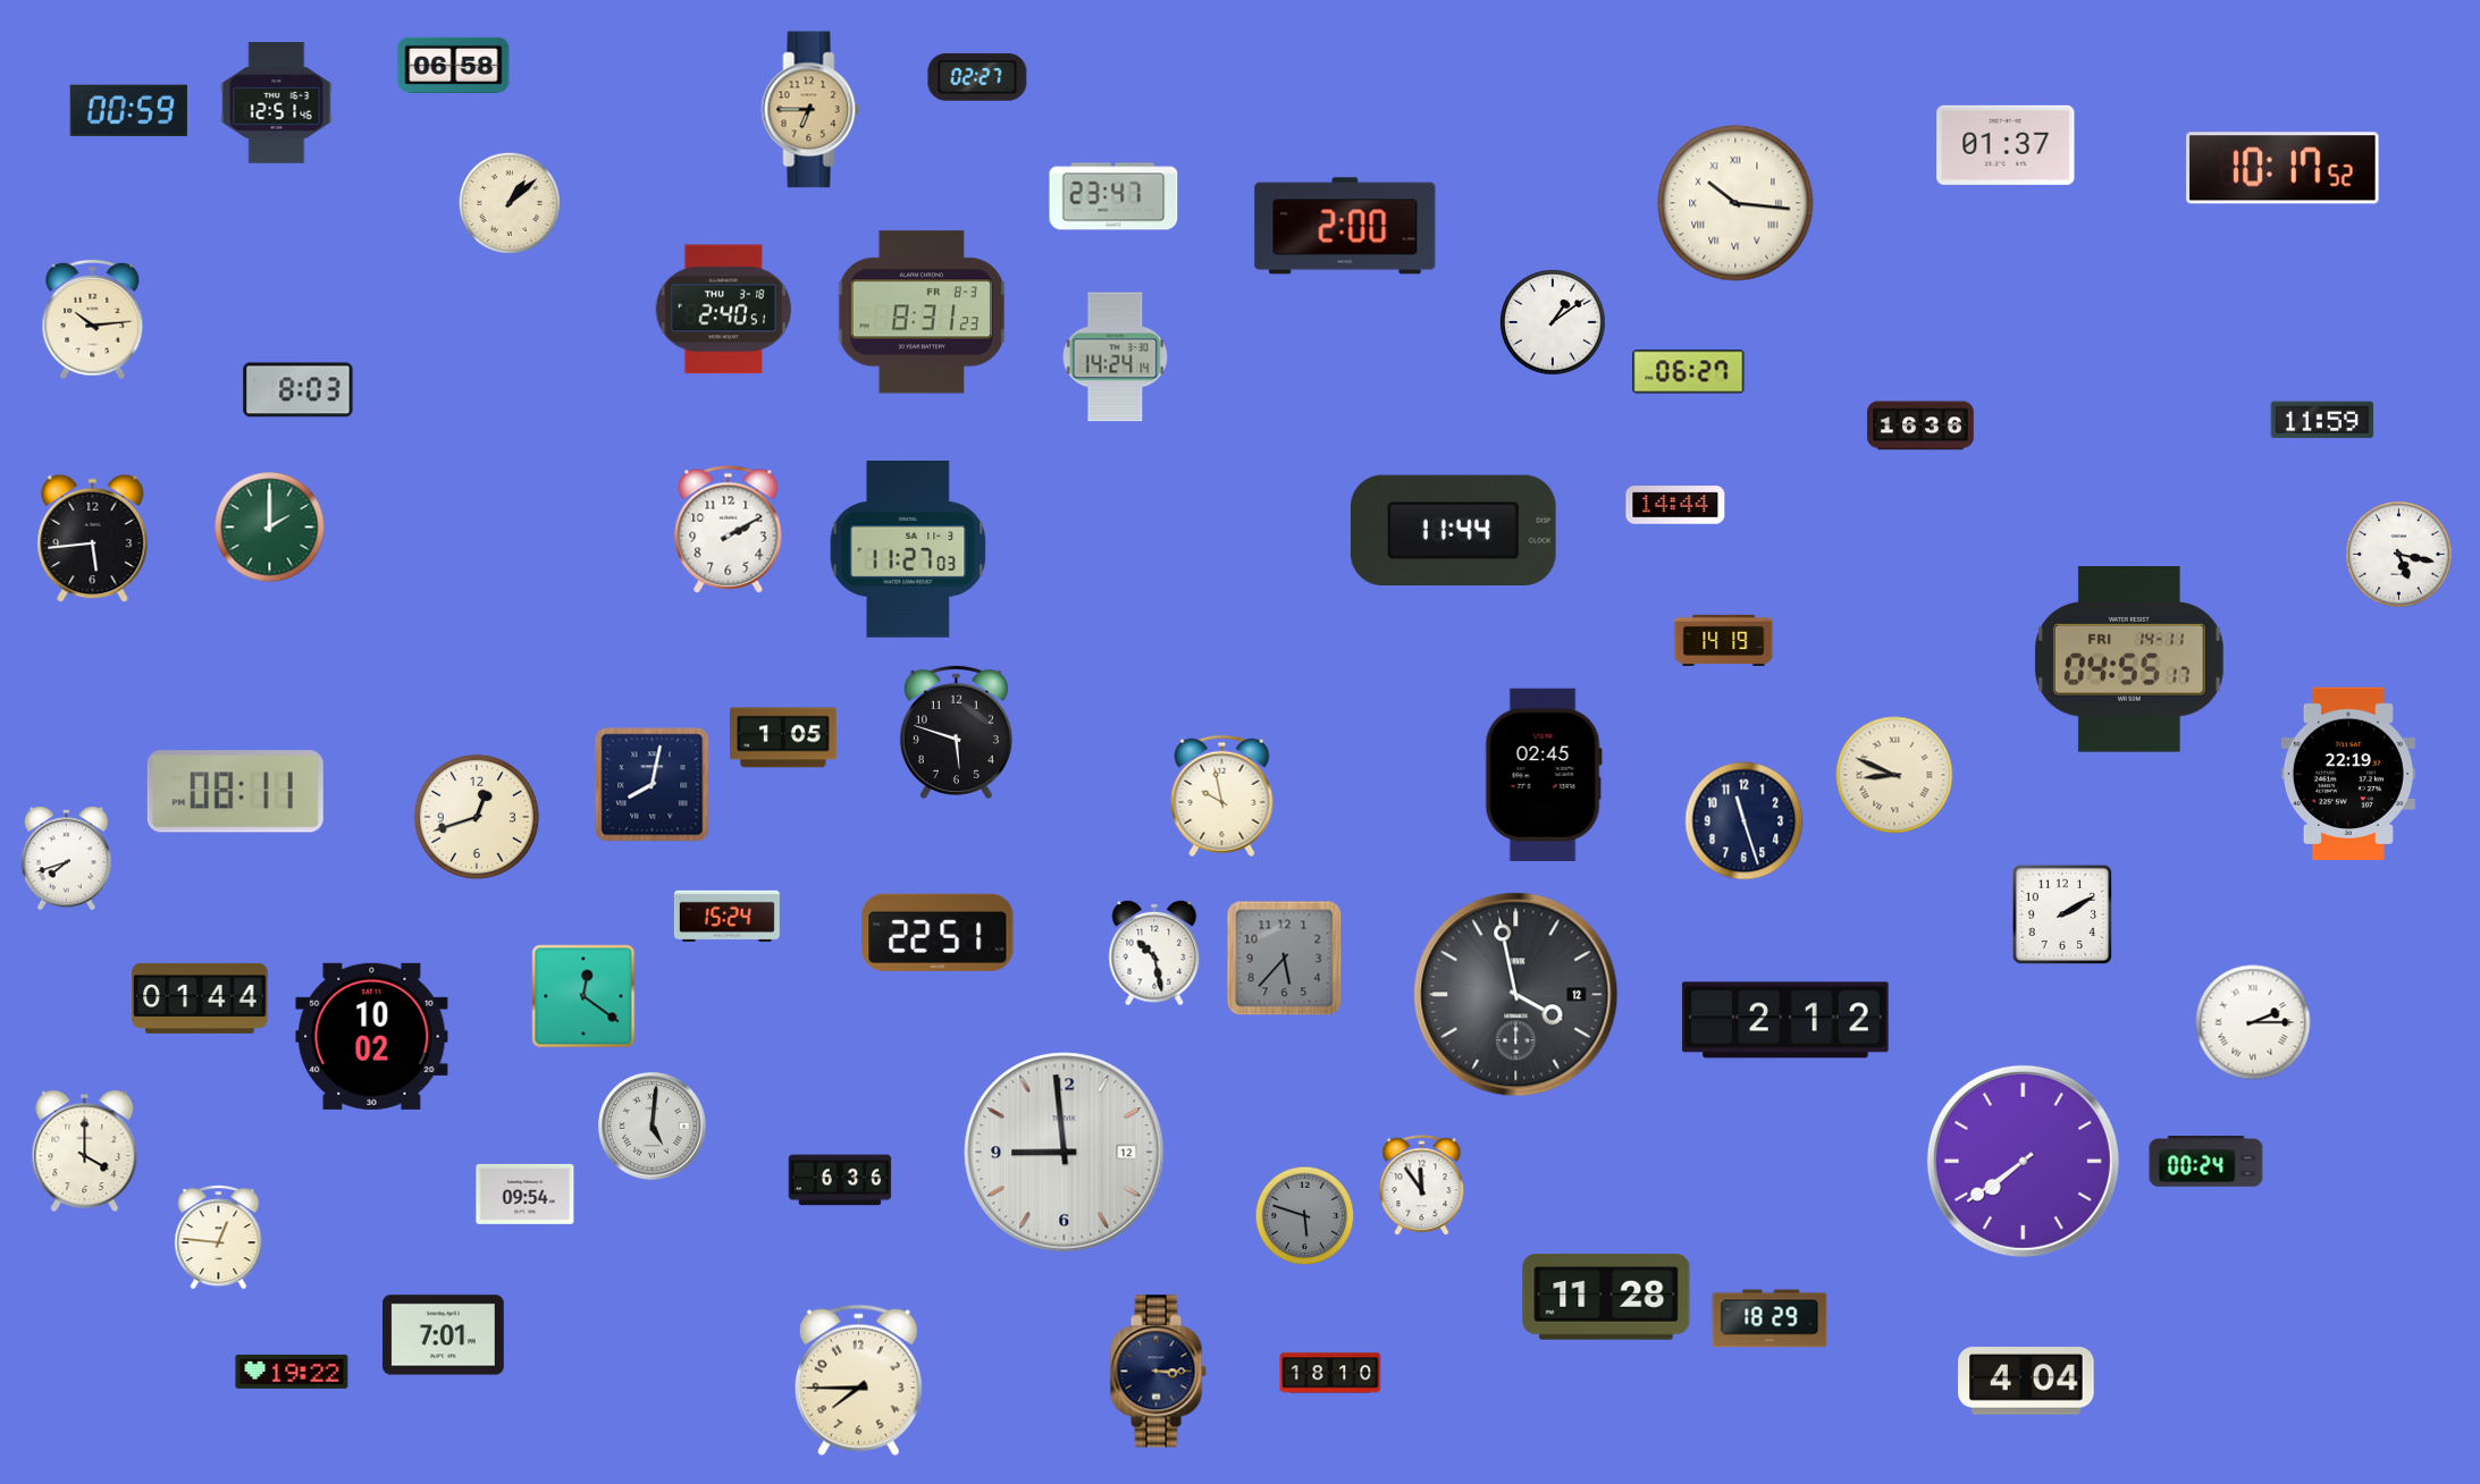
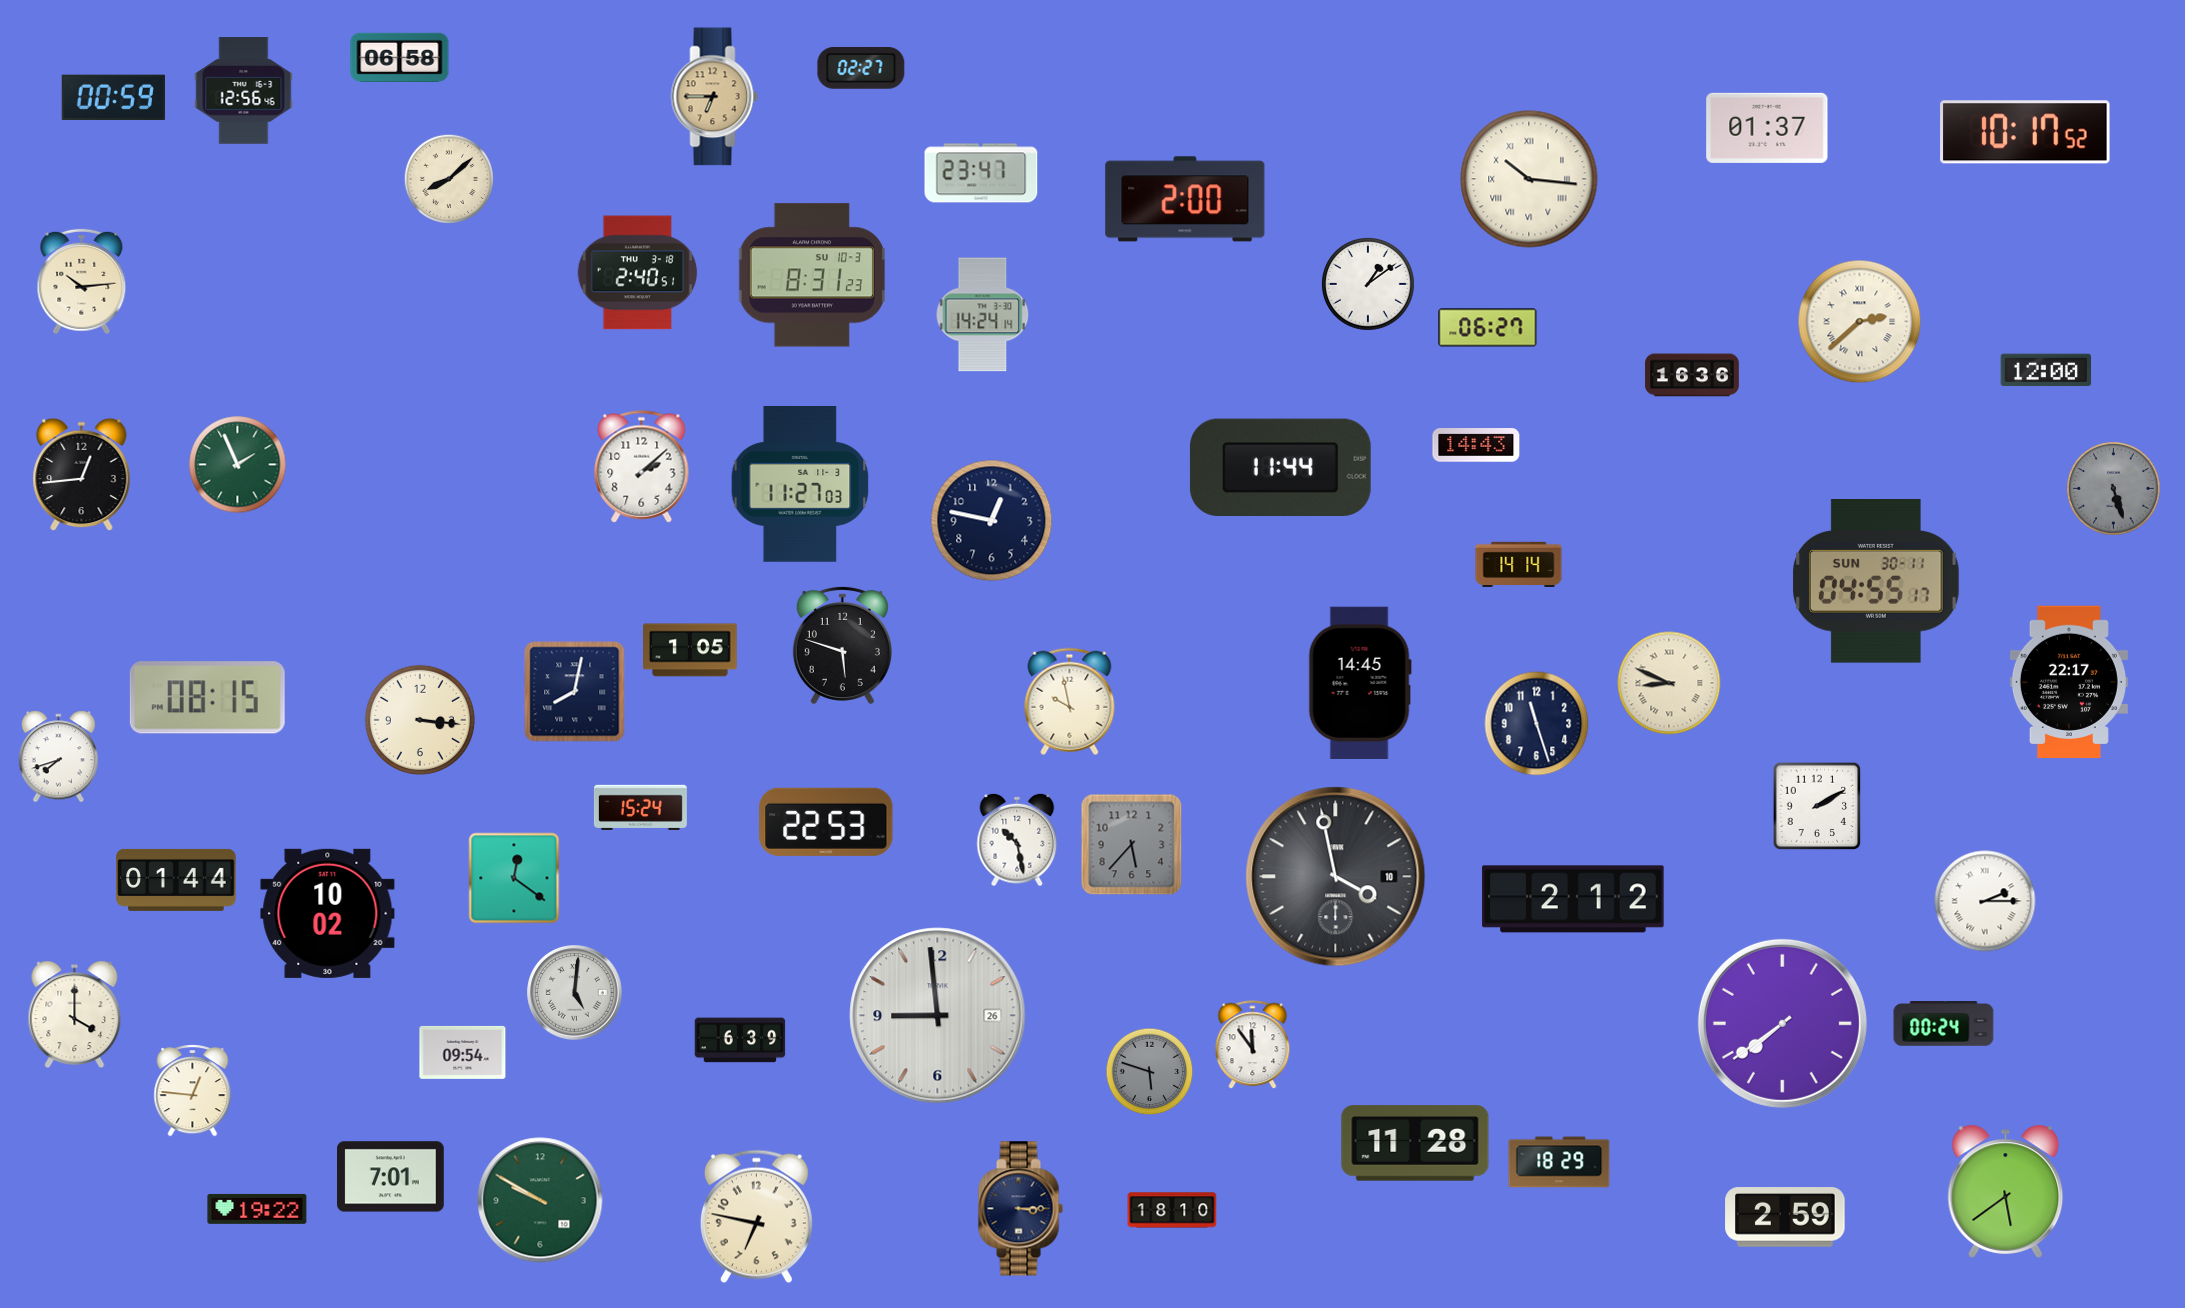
clock at (277, 103): 12:51 -> 12:56
clock at (2283, 168) position: (2283, 168) -> (2025, 132)
clock at (510, 203): 1:08 -> 8:08
clock at (922, 312) date: FR 8-3 -> SU 10-3
clock at (1860, 322): none -> 2:38
clock at (299, 390): 8:03 -> none
clock at (2322, 420): 11:59 -> 12:00
clock at (1675, 505): 14:44 -> 14:43
clock at (270, 528): 2:00 -> 1:56
clock at (729, 530): 2:10 -> 2:08
clock at (93, 539): 5:44 -> 12:44
clock at (2399, 555): 5:17 -> 5:27
clock at (2399, 555) dial: white -> grey
clock at (992, 521): none -> 12:47
clock at (1724, 641): 14:19 -> 14:14
clock at (2130, 660) date: FRI 14-11 -> SUN 30-11
clock at (2348, 773): 22:19 -> 22:17
clock at (1544, 775): 02:45 -> 14:45
clock at (235, 792): 08:11 -> 08:15
clock at (1222, 796) position: (1222, 796) -> (1070, 702)
clock at (477, 817): 12:42 -> 3:16
clock at (938, 933): 22:51 -> 22:53
clock at (1516, 995) date: 12 -> 10
clock at (1065, 1153) date: 12 -> 26
clock at (840, 1180): 6:36 -> 6:39
clock at (2006, 1191): none -> 5:39
clock at (540, 1200): none -> 9:50
clock at (858, 1381): 7:45 -> 6:47
clock at (2026, 1381): 4:04 -> 2:59
